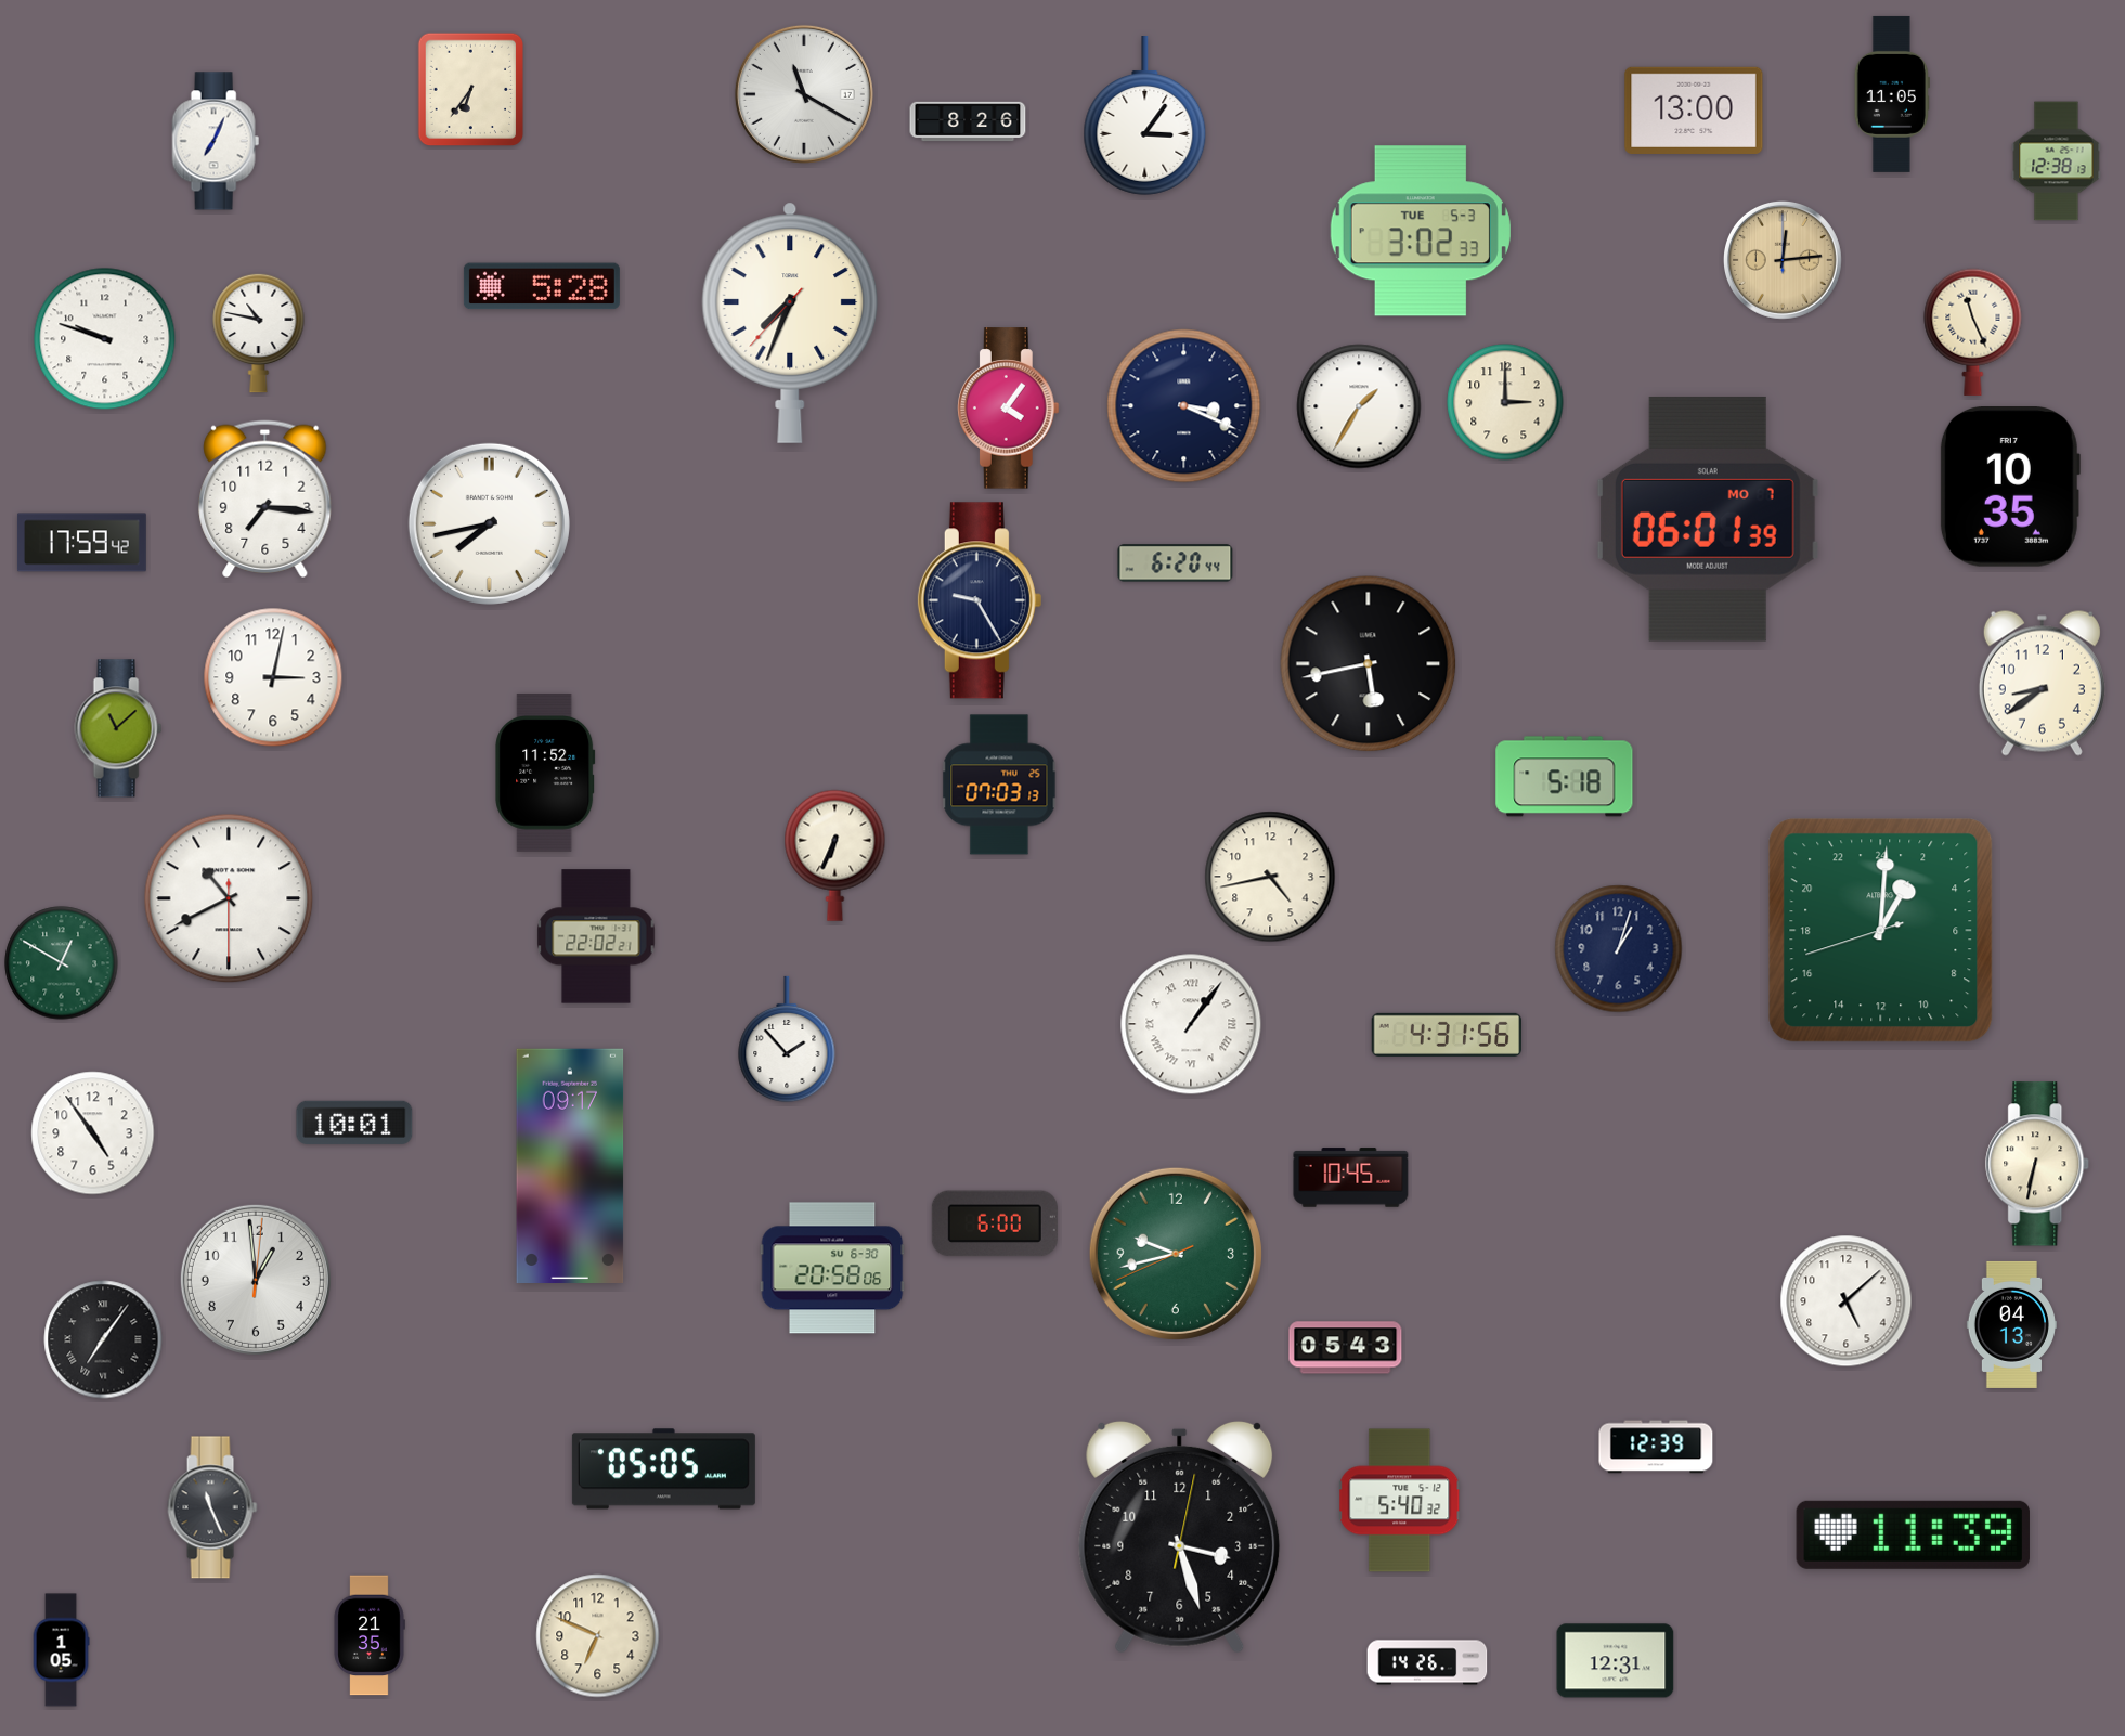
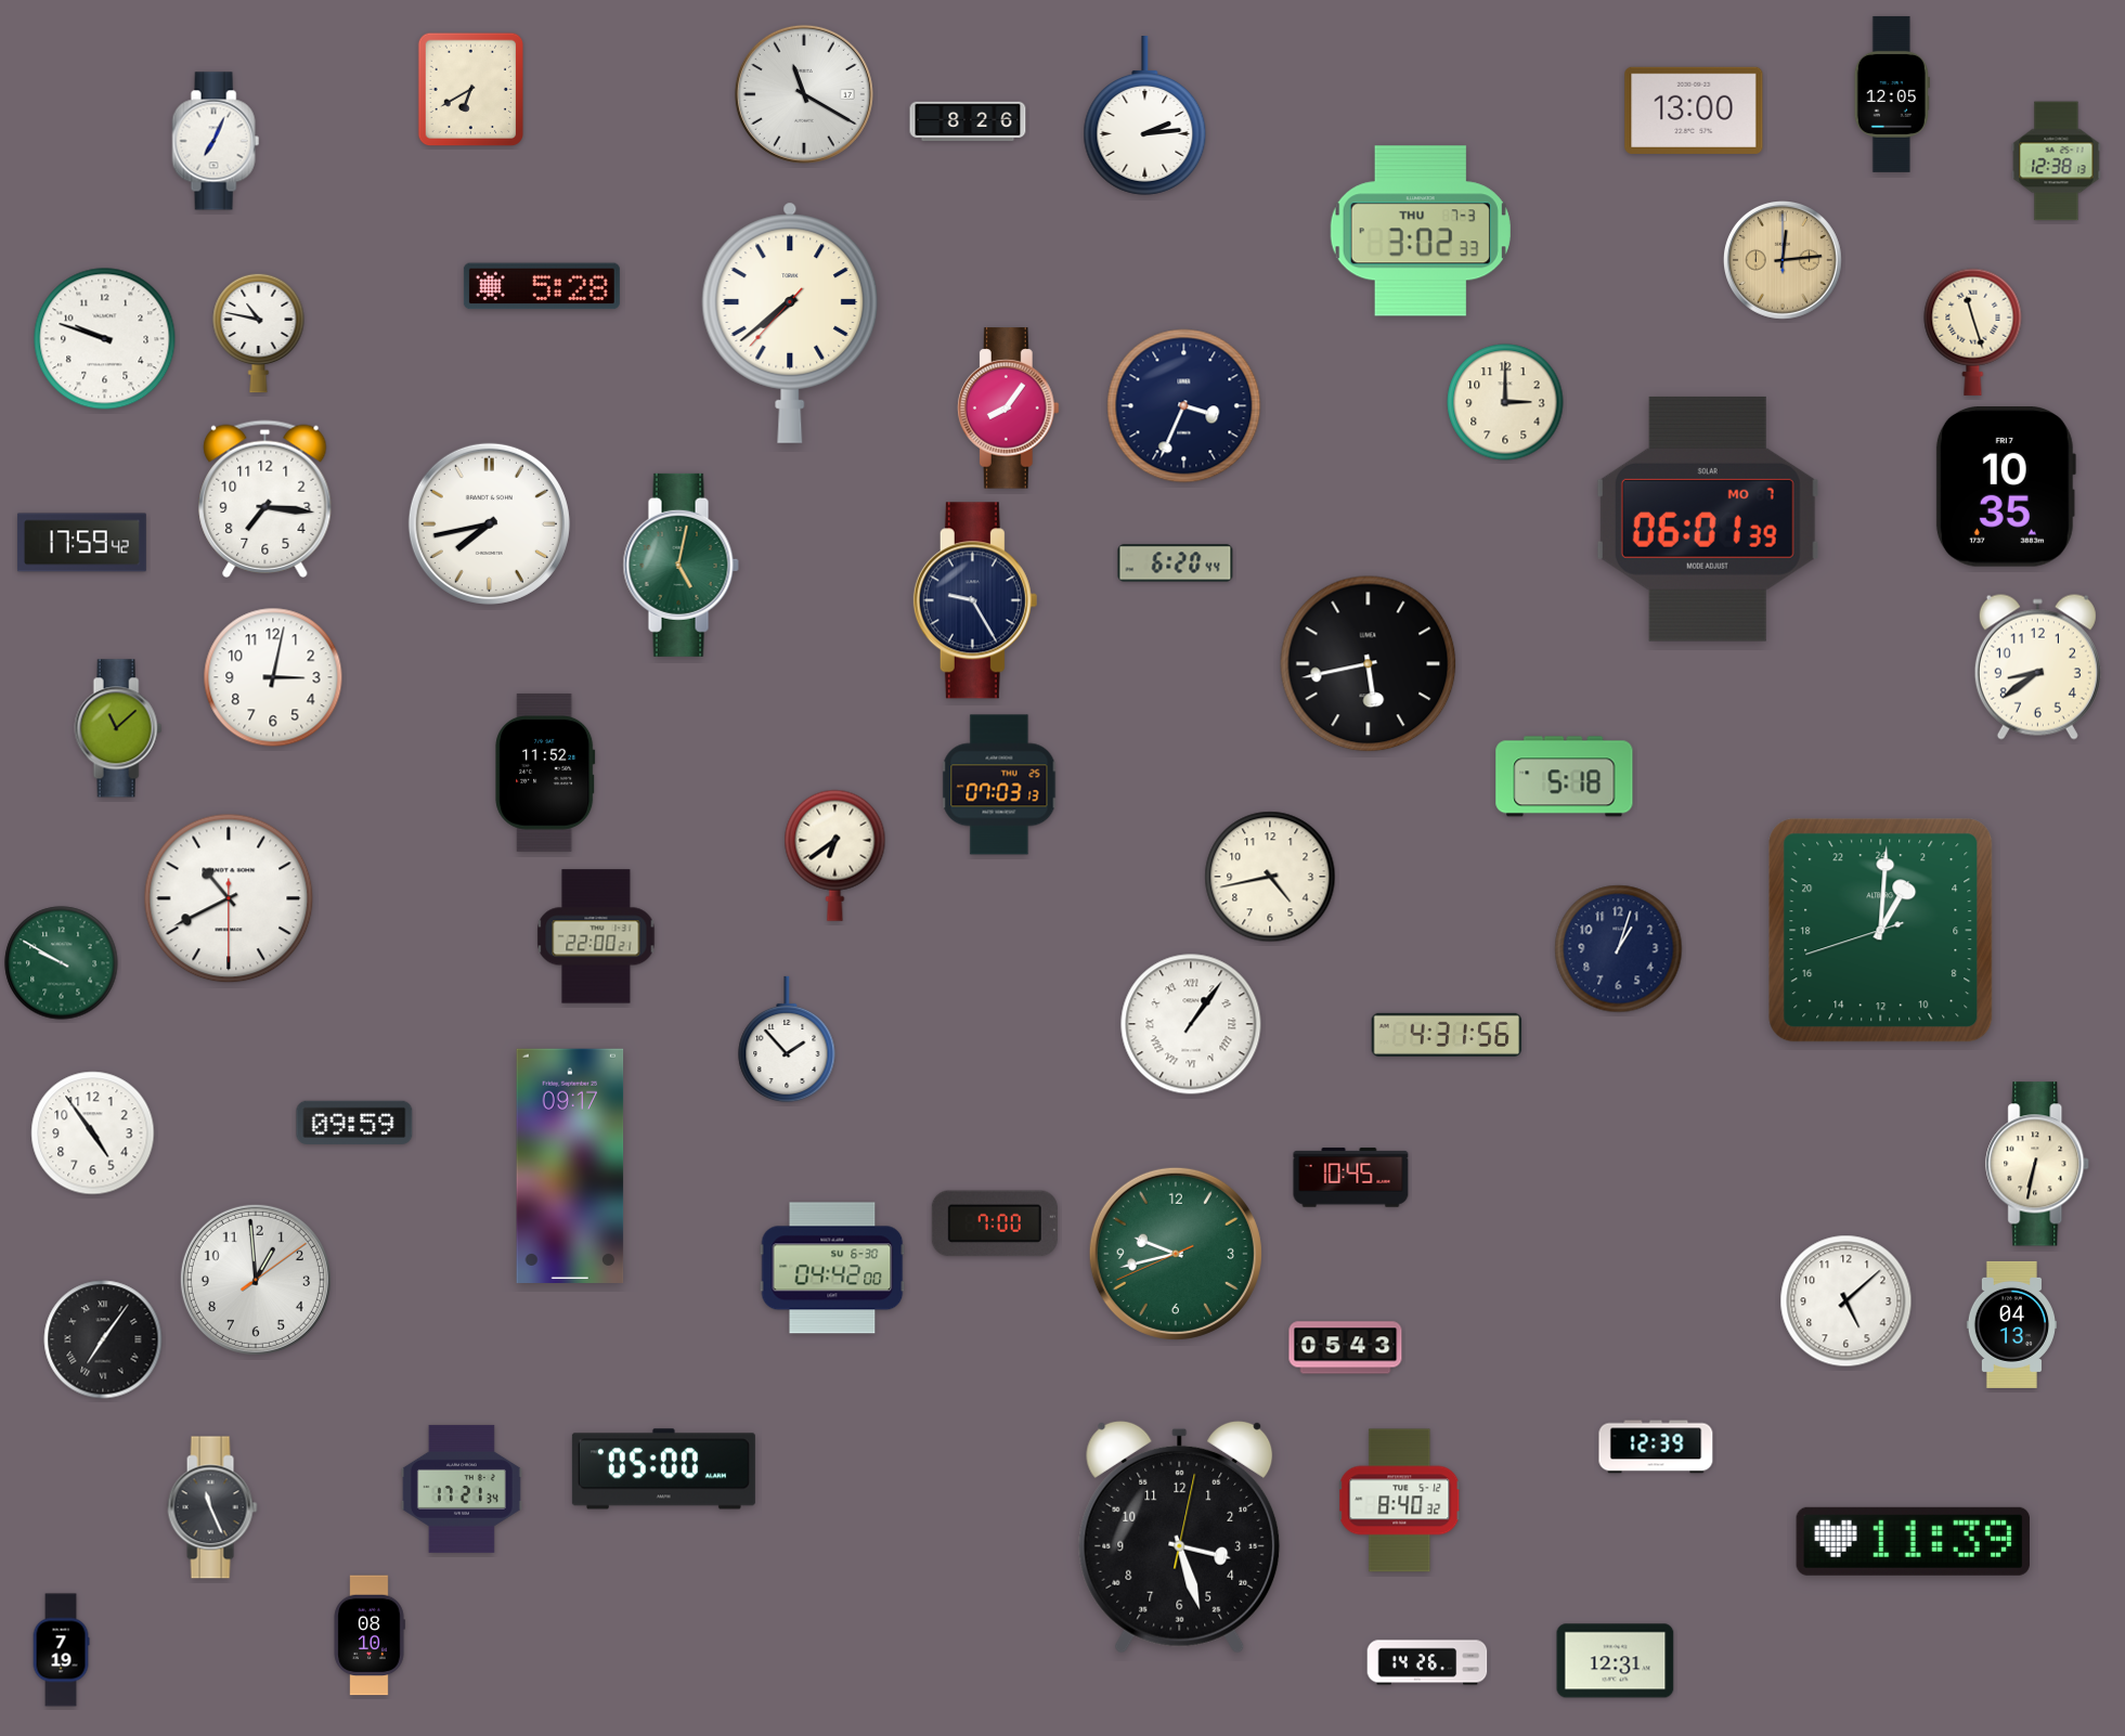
clock at (471, 90): 6:36 -> 6:40
clock at (1892, 94): 11:05 -> 12:05
clock at (1145, 116): 3:06 -> 2:14
clock at (1421, 231) date: TUE 5-3 -> THU 7-3
clock at (790, 323): 7:33 -> 7:38
clock at (1973, 332): 11:26 -> 11:27
clock at (1184, 406): 3:19 -> 3:34
clock at (1359, 406): 1:35 -> none
clock at (1008, 409): 4:06 -> 8:06
clock at (2010, 488) position: (2010, 488) -> (2006, 488)
clock at (681, 565): none -> 5:02
clock at (980, 600) position: (980, 600) -> (975, 600)
clock at (2042, 683) position: (2042, 683) -> (2037, 666)
clock at (835, 855): 6:34 -> 6:39
clock at (596, 936): 22:02 -> 22:00
clock at (62, 963): 12:50 -> 9:50
clock at (354, 1123): 10:01 -> 09:59
clock at (995, 1223): 6:00 -> 7:00
clock at (832, 1268): 20:58 -> 04:42
clock at (256, 1280): 12:59:01 -> 12:59:09
clock at (663, 1469): 05:05 -> 05:00
clock at (462, 1489): none -> 17:21
clock at (1400, 1501): 5:40 -> 8:40
clock at (1913, 1534) position: (1913, 1534) -> (1913, 1541)
clock at (370, 1635): 21:35 -> 08:10
clock at (598, 1636): 6:49 -> none
clock at (61, 1650): 1:05 -> 7:19
